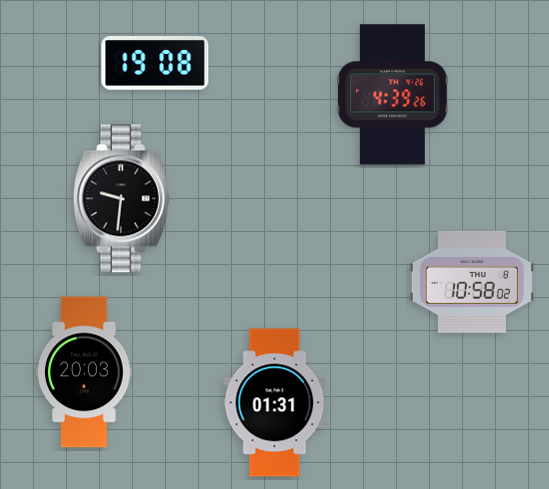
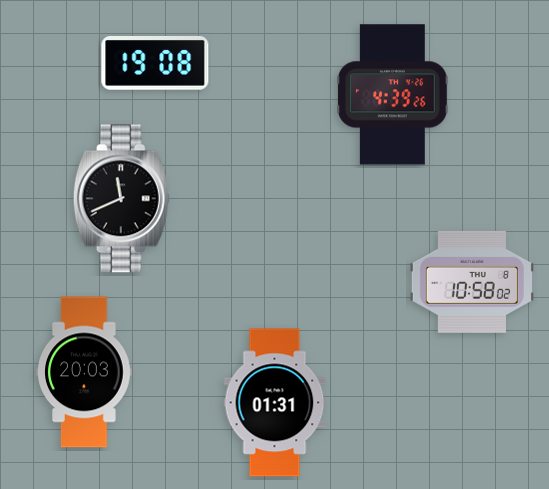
clock at (121, 199): 9:31 -> 11:41
